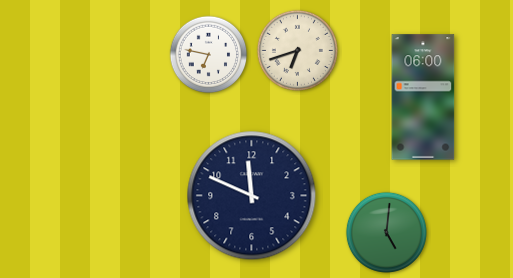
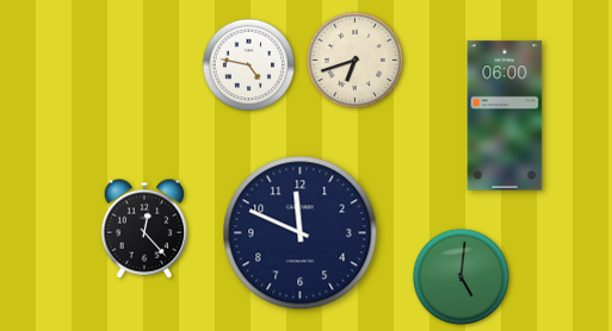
clock at (209, 55): 6:47 -> 4:47
clock at (144, 229): none -> 12:23
